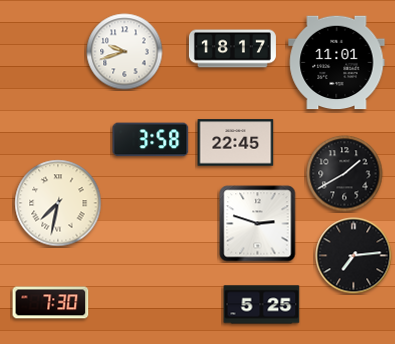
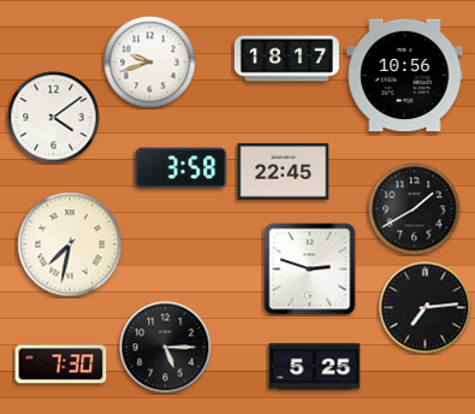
clock at (232, 49) position: (232, 49) -> (286, 59)
clock at (337, 63): 11:01 -> 10:56
clock at (54, 118): none -> 4:09
clock at (166, 348): none -> 5:15
